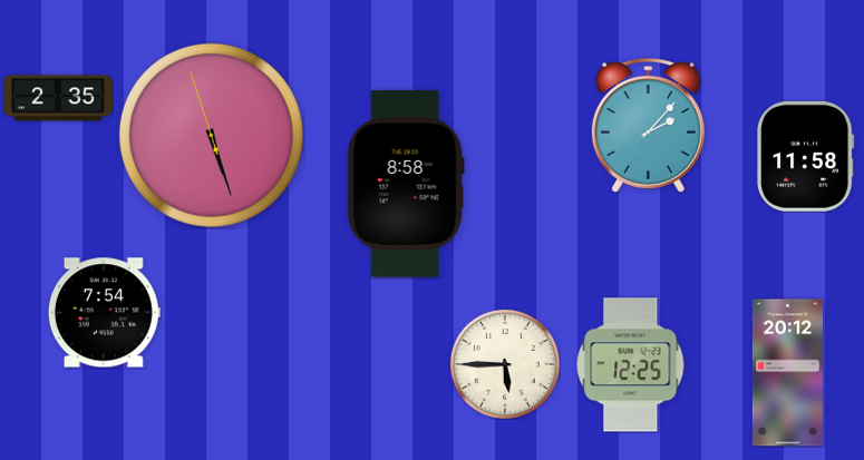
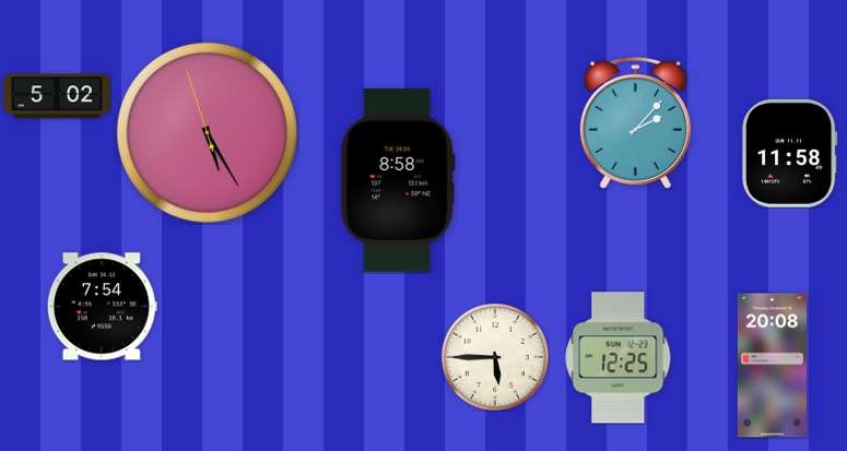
clock at (58, 98): 2:35 -> 5:02
clock at (211, 135): 5:26 -> 5:24
clock at (787, 373): 20:12 -> 20:08
